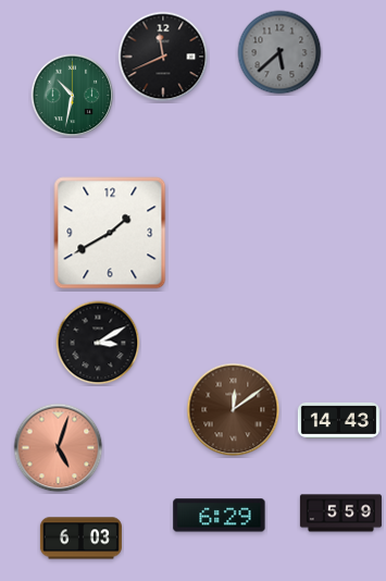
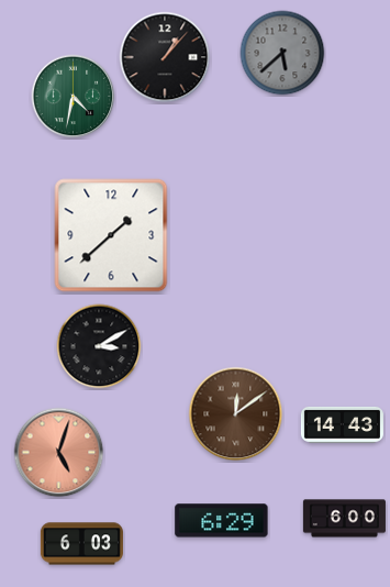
clock at (163, 57): 11:41 -> 1:07
clock at (73, 96): 10:32 -> 4:32
clock at (110, 233): 1:40 -> 1:38
clock at (340, 514): 5:59 -> 6:00
